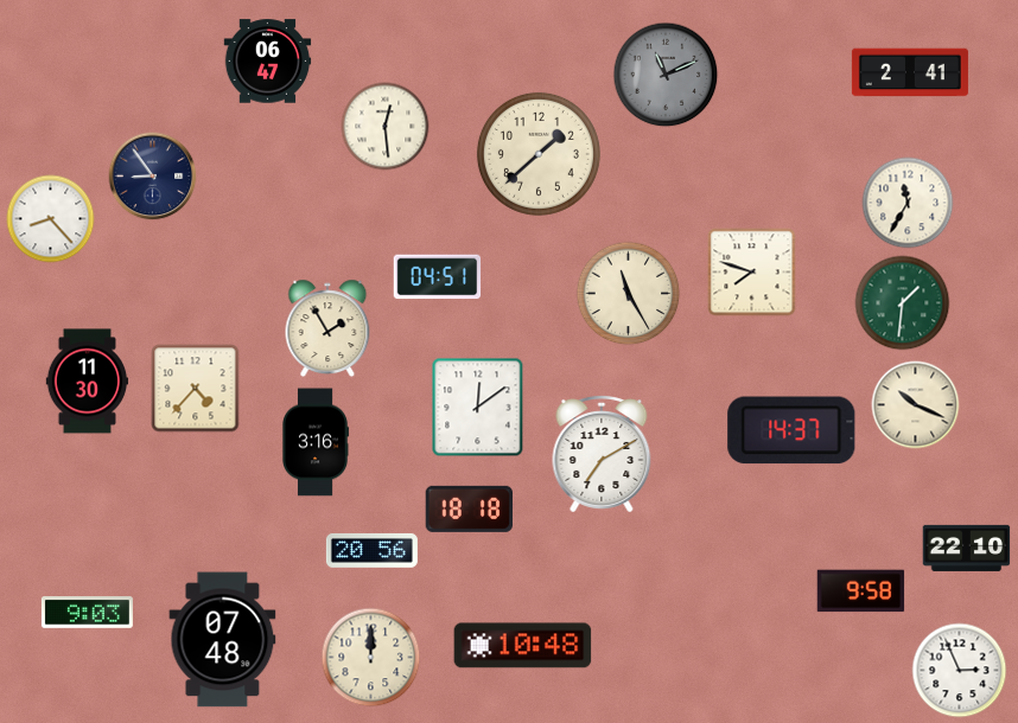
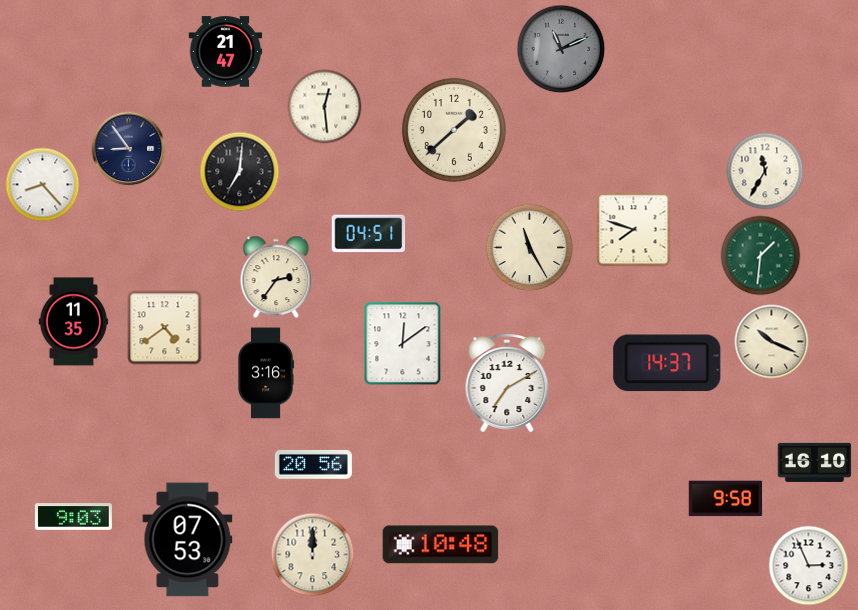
clock at (268, 62): 06:47 -> 21:47
clock at (910, 72): 2:41 -> none
clock at (666, 75) position: (666, 75) -> (561, 49)
clock at (240, 172): none -> 7:01
clock at (327, 328): 1:55 -> 2:36
clock at (88, 382): 11:30 -> 11:35
clock at (196, 389): 4:37 -> 4:39
clock at (470, 508): 18:18 -> none
clock at (967, 548): 22:10 -> 16:10
clock at (223, 640): 07:48 -> 07:53
